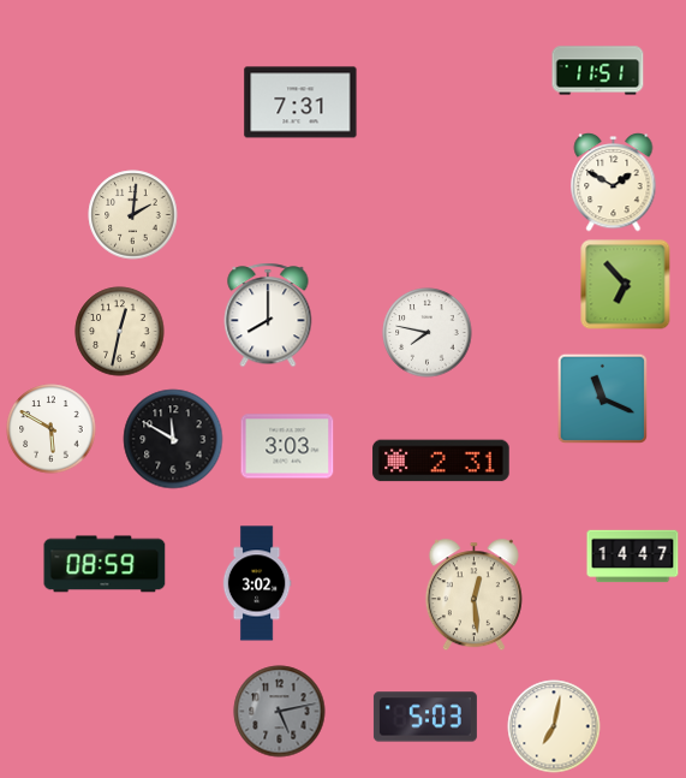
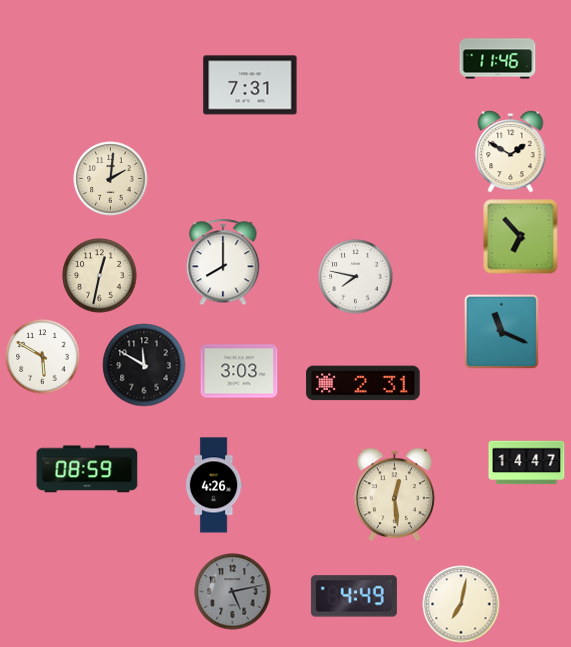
clock at (598, 71): 11:51 -> 11:46
clock at (441, 461) position: (441, 461) -> (363, 383)
clock at (257, 583): 3:02 -> 4:26
clock at (425, 717): 5:03 -> 4:49
